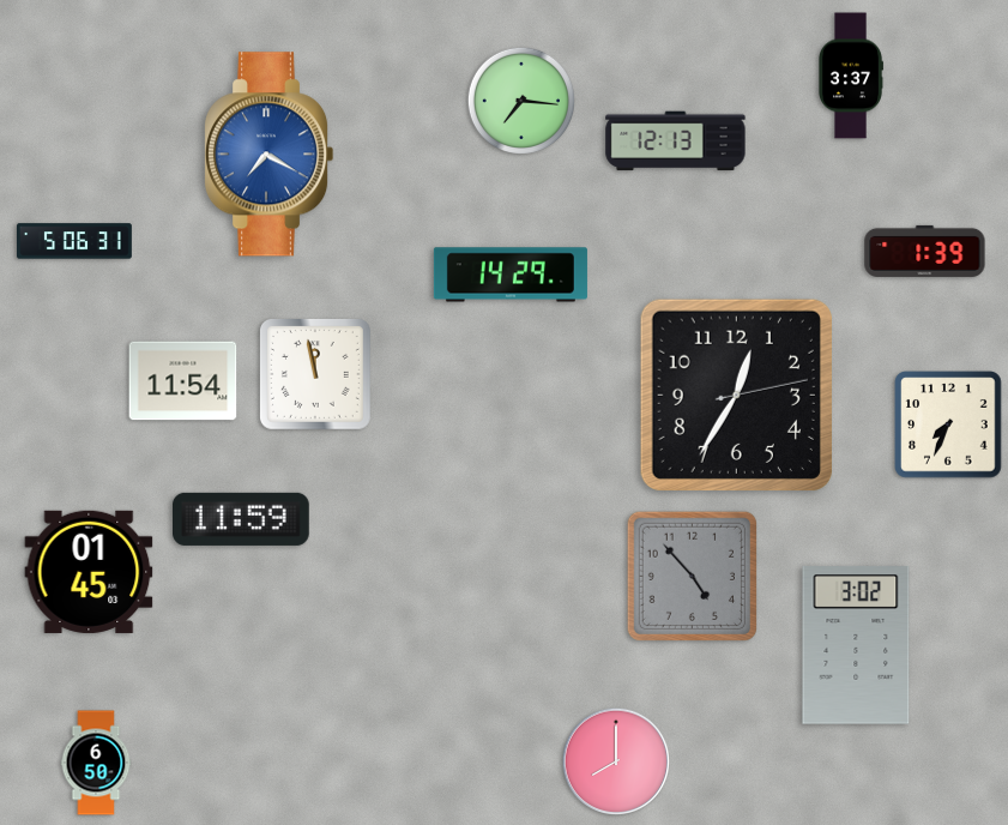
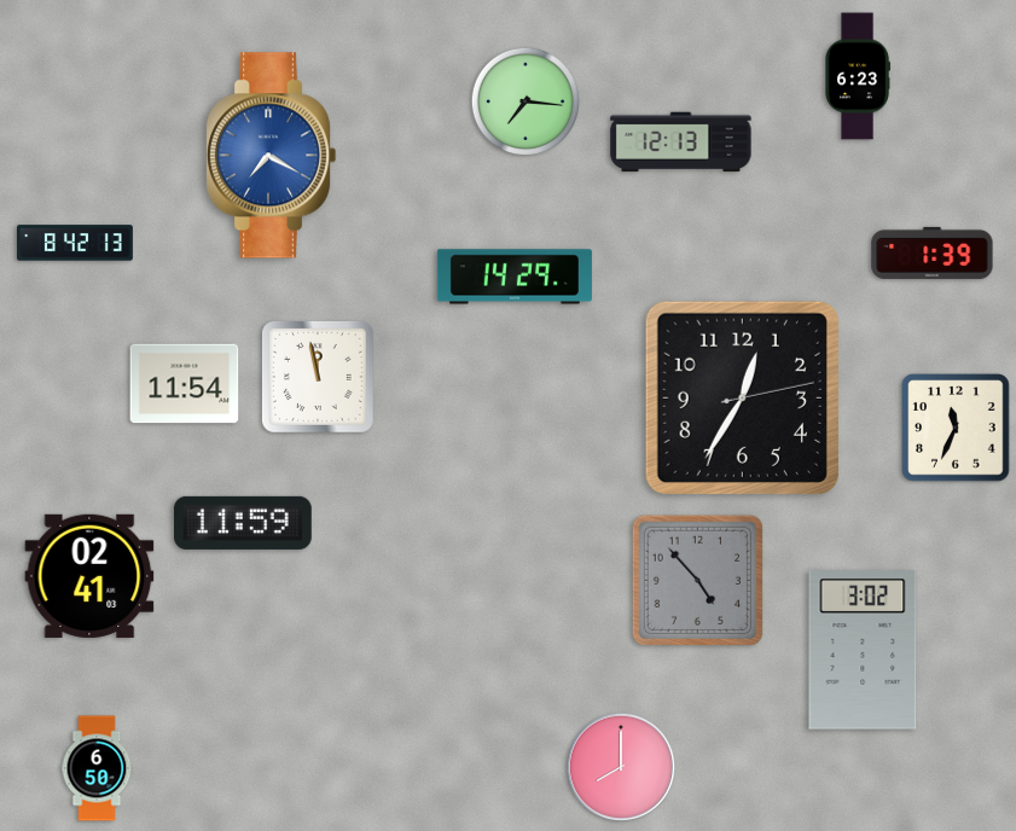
clock at (851, 76): 3:37 -> 6:23
clock at (76, 241): 5:06 -> 8:42
clock at (948, 424): 7:34 -> 11:34
clock at (89, 572): 01:45 -> 02:41
